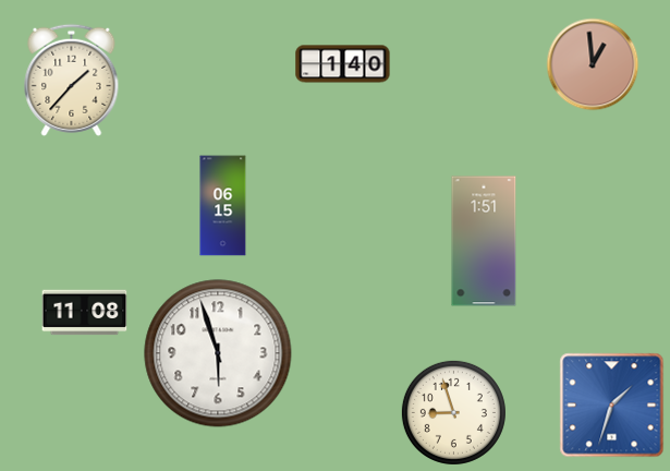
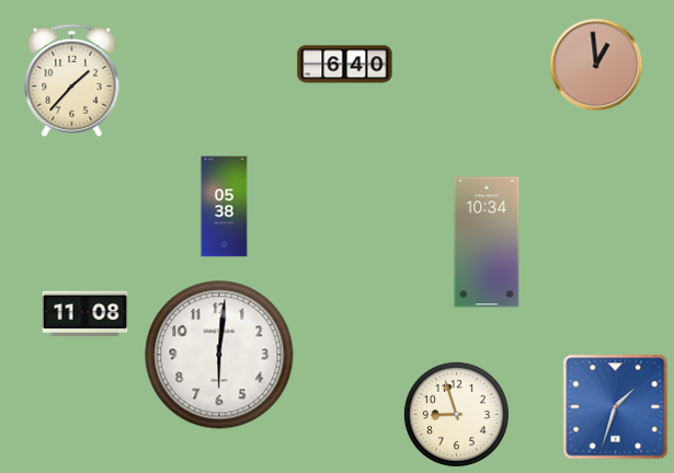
clock at (343, 64): 1:40 -> 6:40
clock at (223, 206): 06:15 -> 05:38
clock at (484, 241): 1:51 -> 10:34
clock at (218, 353): 5:57 -> 6:01
